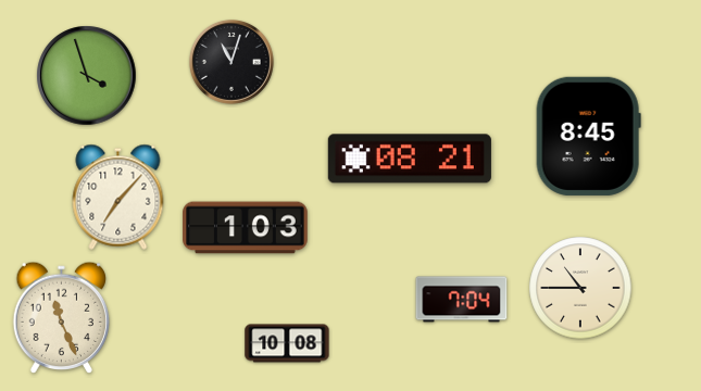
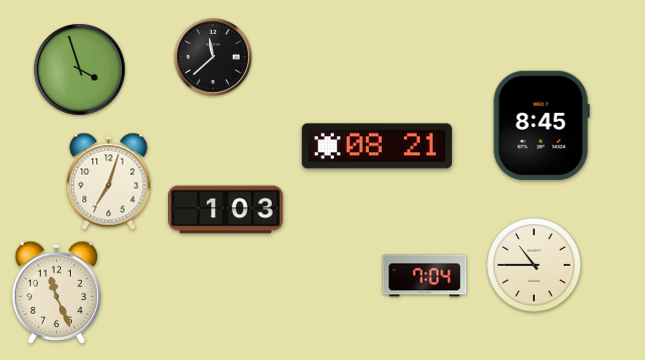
clock at (231, 62): 11:03 -> 11:38
clock at (118, 197): 7:07 -> 7:03
clock at (287, 343): 10:08 -> none
